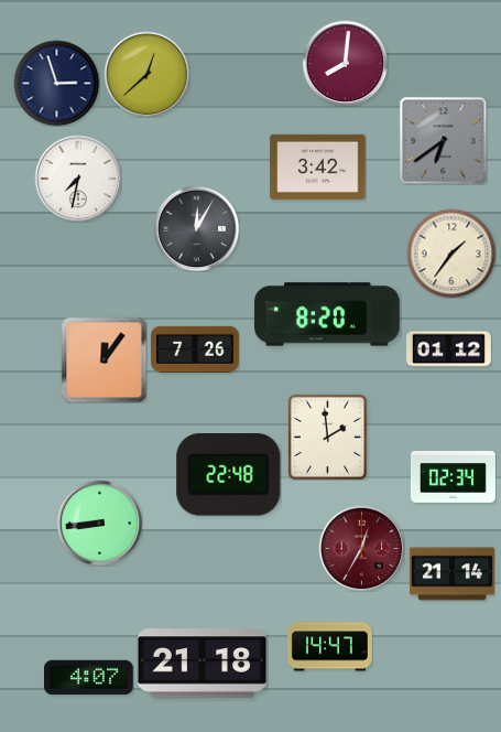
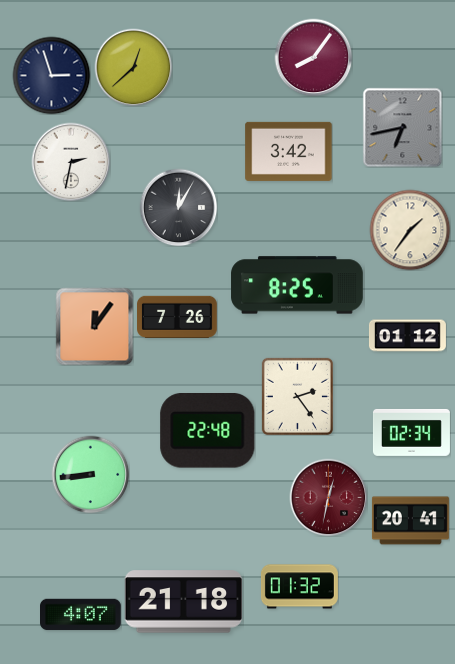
clock at (345, 63): 8:01 -> 8:06
clock at (443, 140): 6:39 -> 6:43
clock at (78, 179): 7:32 -> 2:32
clock at (327, 314): 8:20 -> 8:25
clock at (448, 349) position: (448, 349) -> (407, 336)
clock at (327, 437): 1:59 -> 2:24
clock at (361, 548): 12:35 -> 12:32
clock at (451, 574): 21:14 -> 20:41
clock at (329, 647): 14:47 -> 01:32
